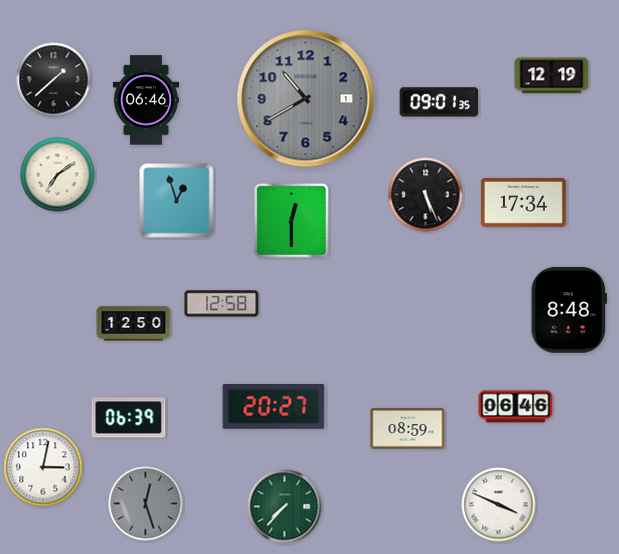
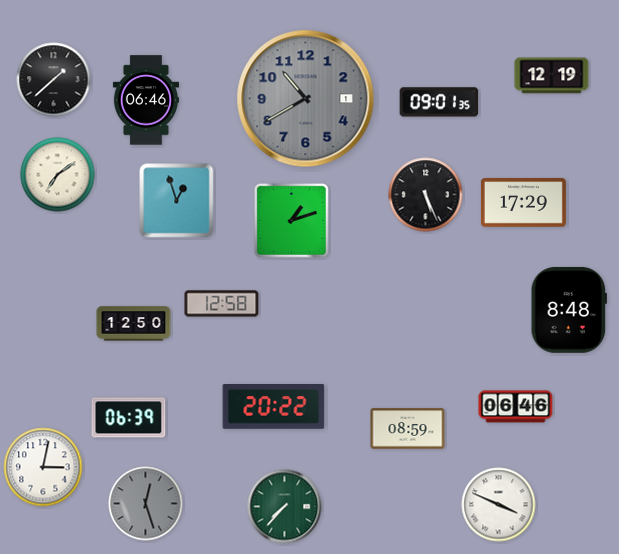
clock at (523, 203): 17:34 -> 17:29
clock at (291, 220): 12:30 -> 1:12
clock at (274, 407): 20:27 -> 20:22
